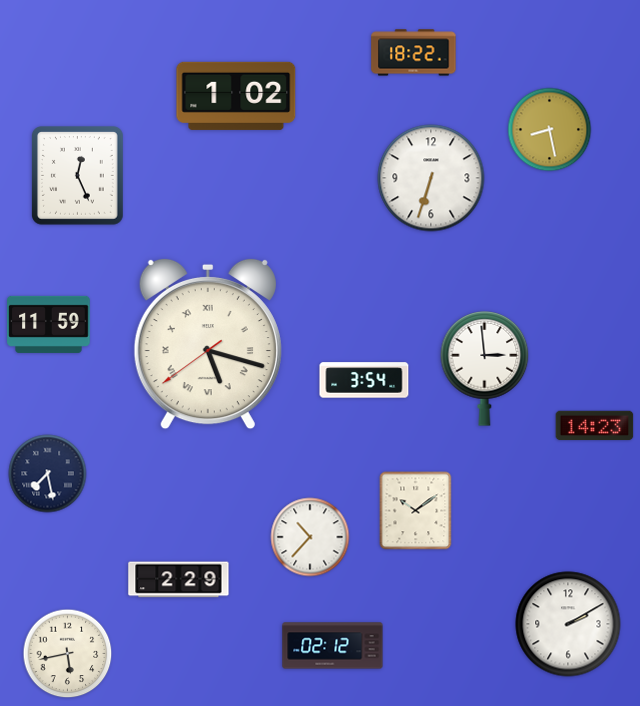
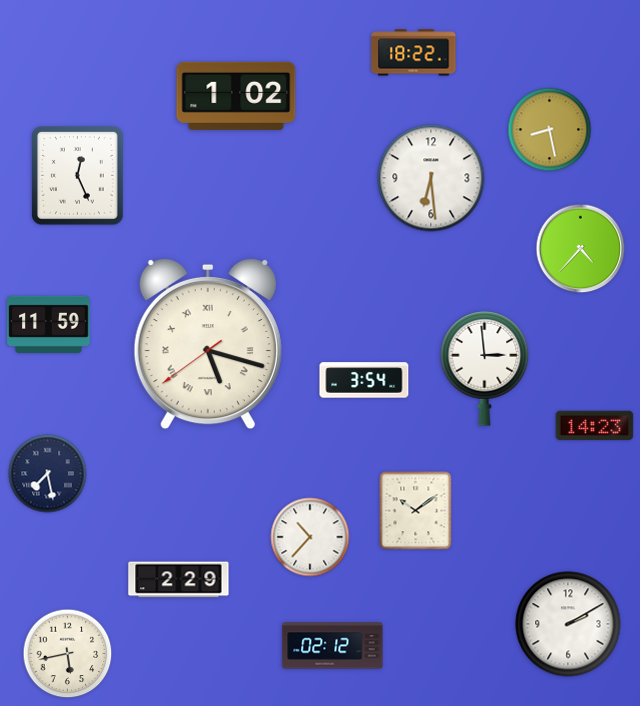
clock at (431, 178): 6:33 -> 6:29
clock at (581, 249): none -> 4:37
